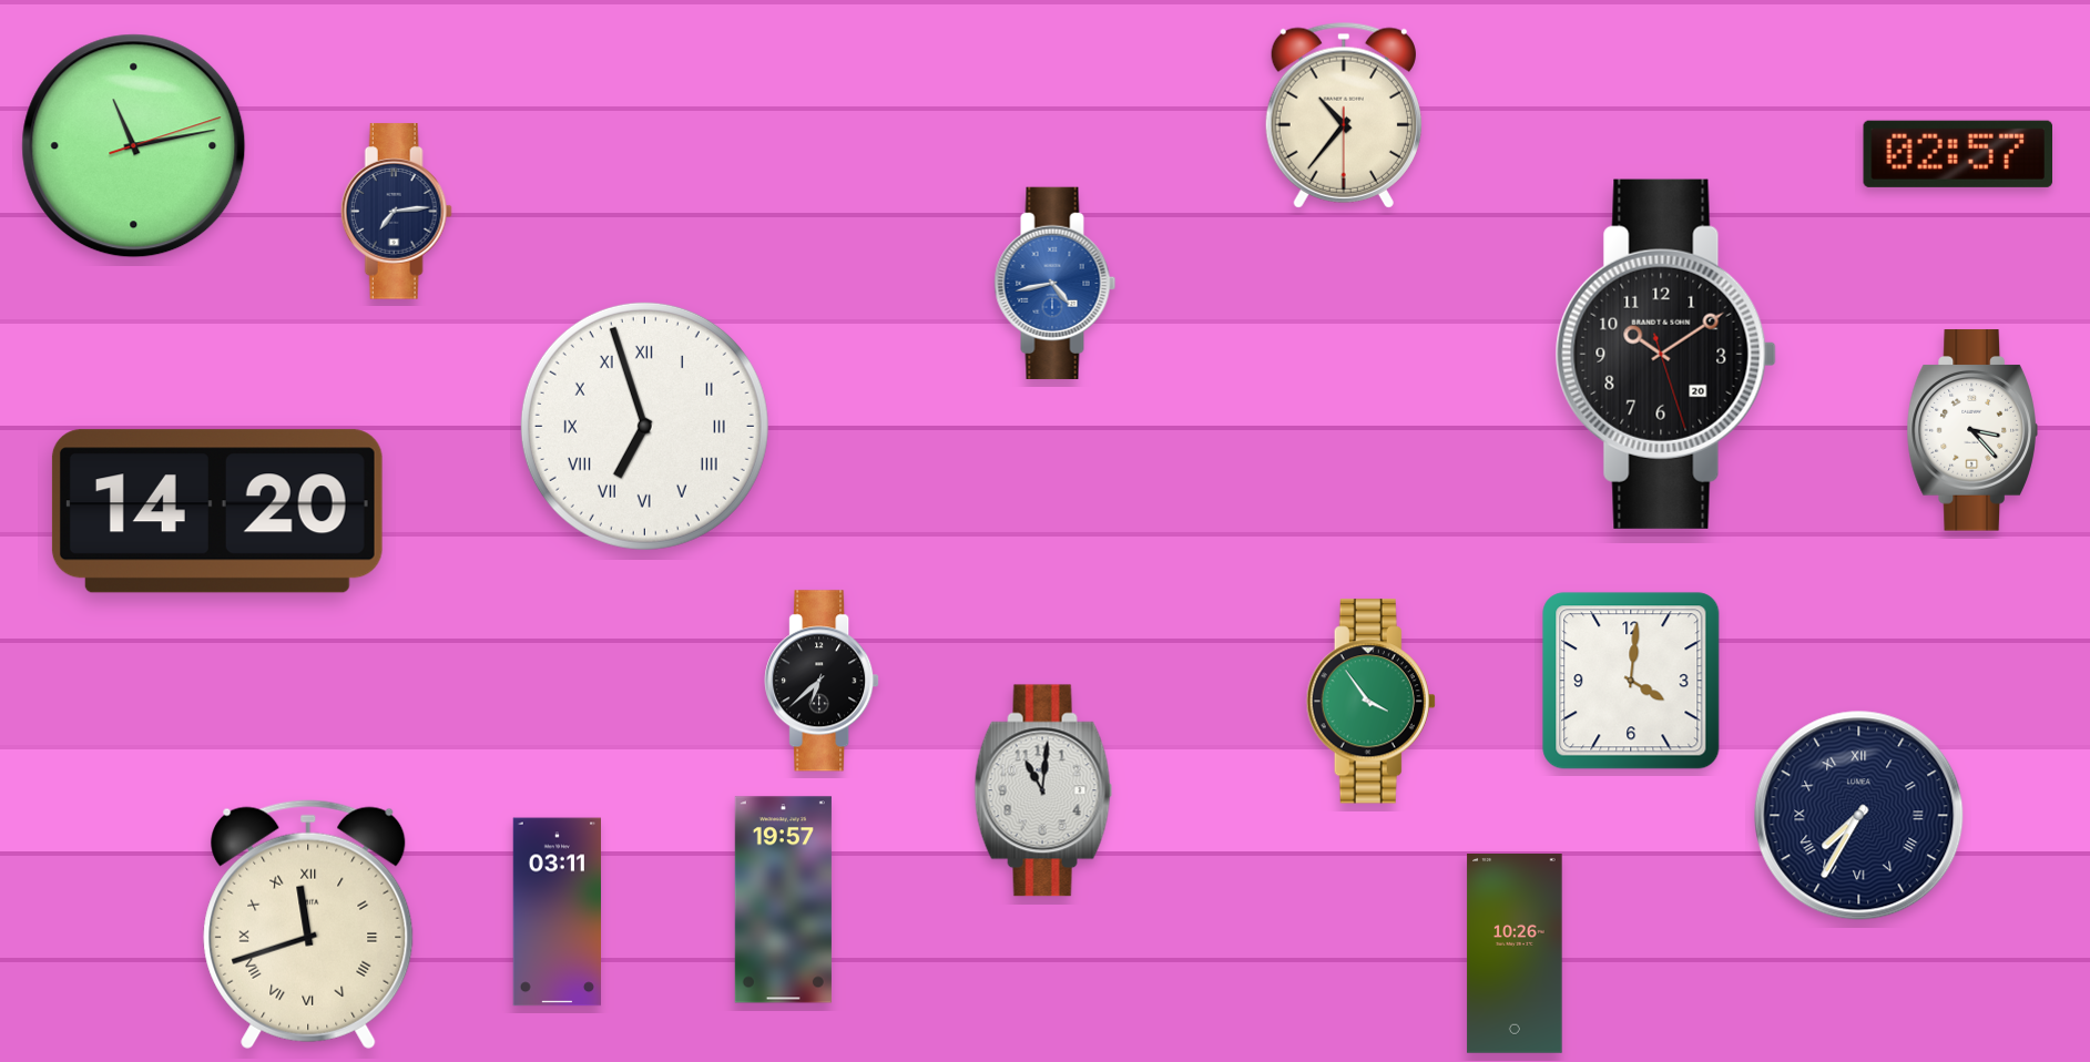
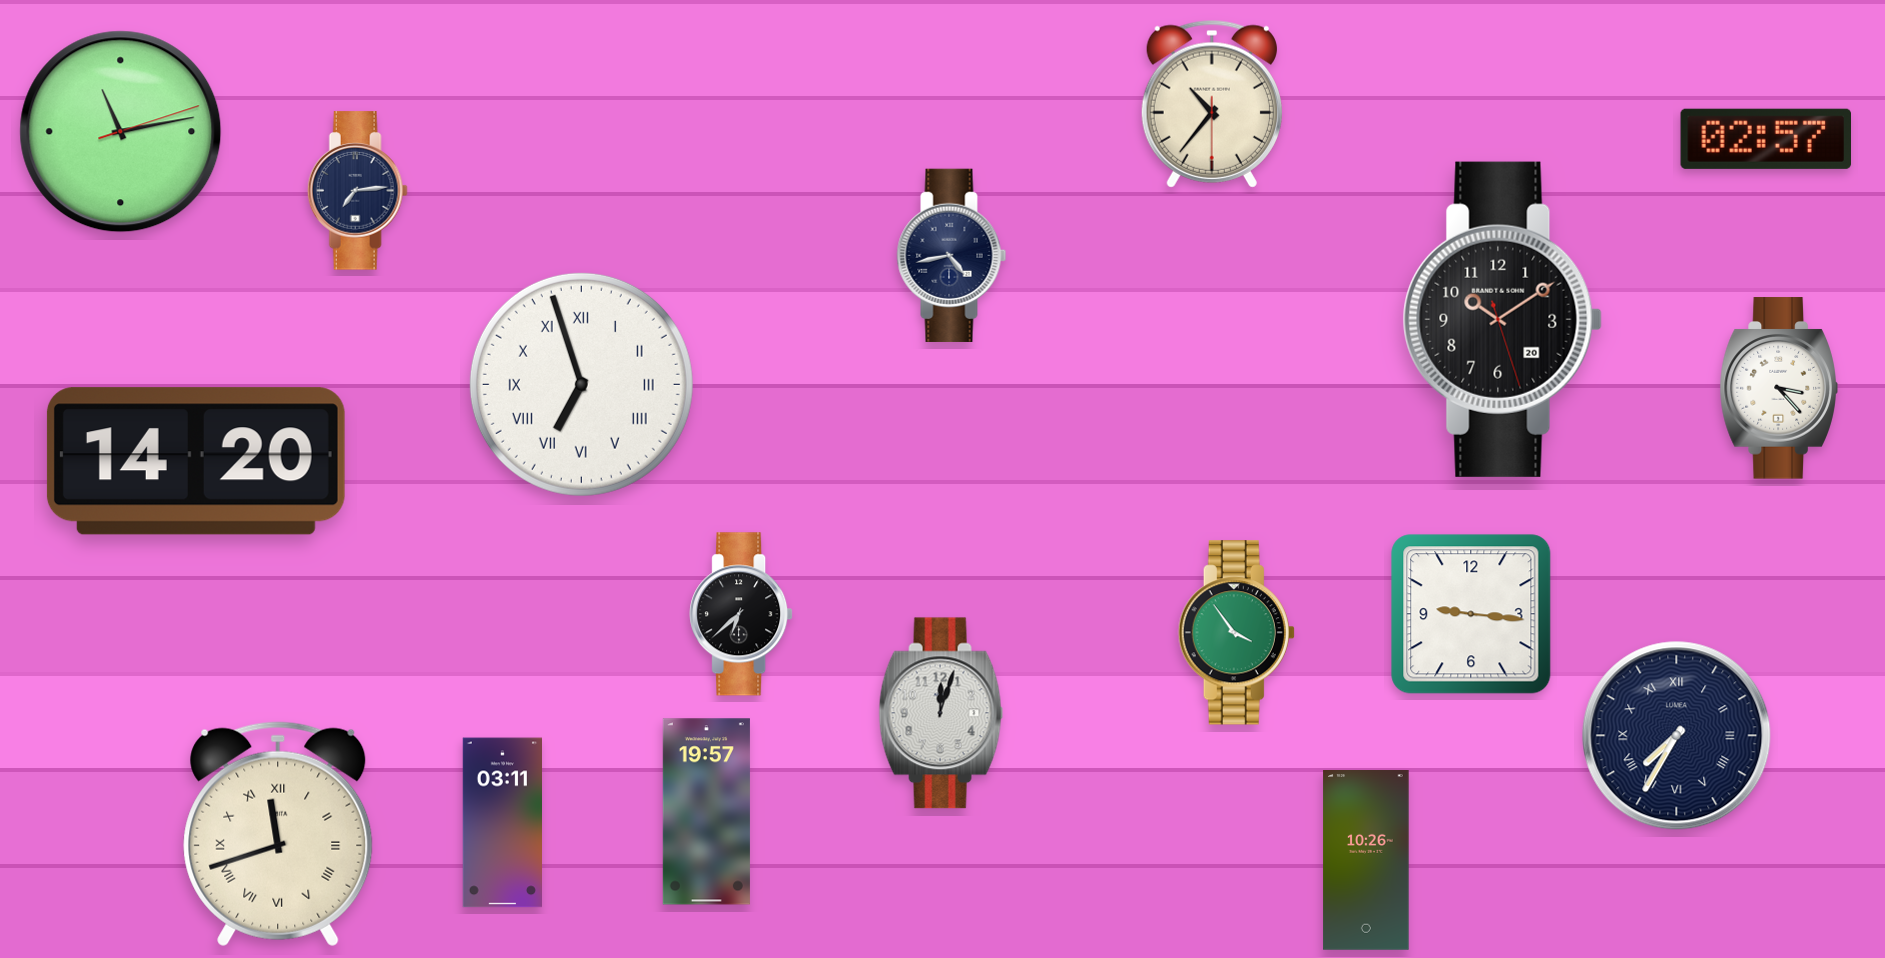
clock at (1056, 283) dial: blue -> navy
clock at (1631, 681): 4:01 -> 9:16
clock at (1043, 790): 11:01 -> 12:03
